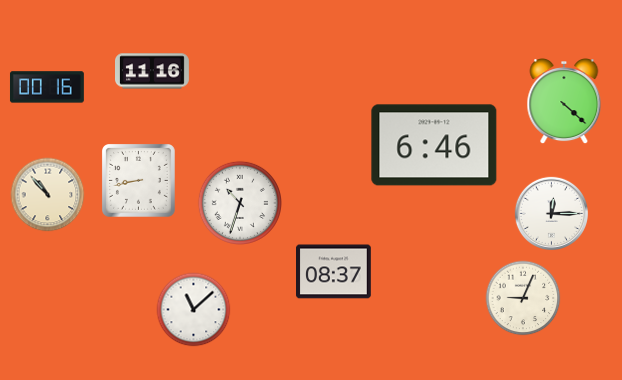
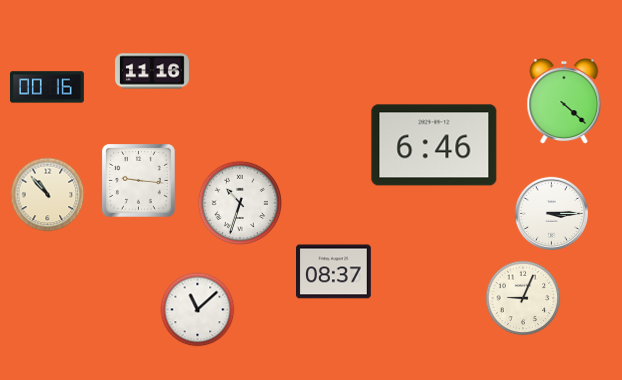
clock at (139, 181): 8:43 -> 9:16
clock at (551, 213): 12:15 -> 3:15
clock at (194, 310) position: (194, 310) -> (198, 310)
